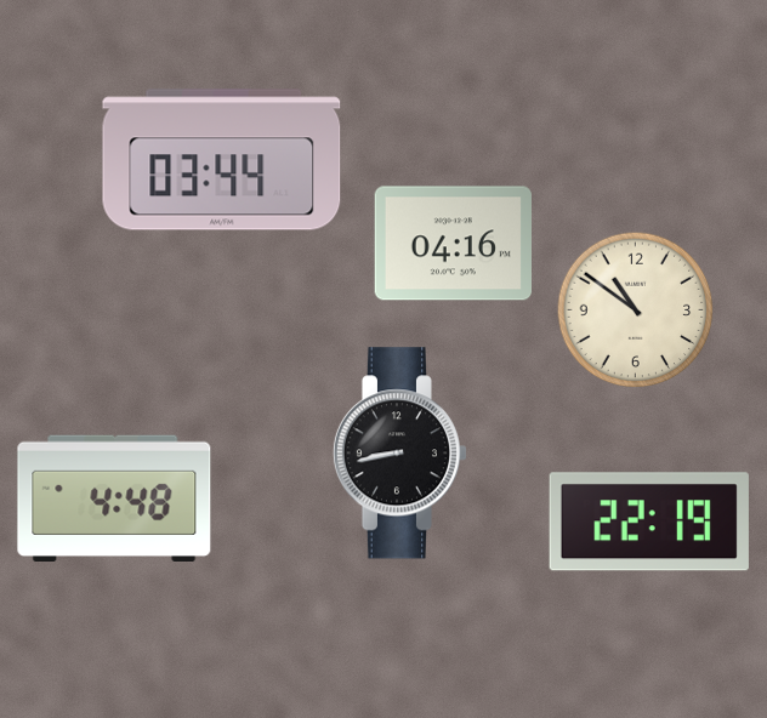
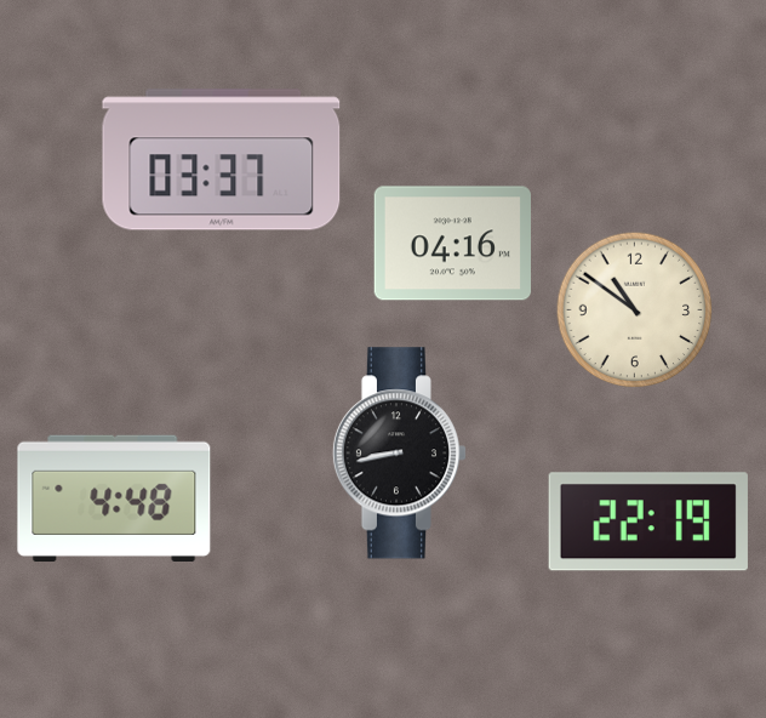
clock at (222, 160): 03:44 -> 03:37
